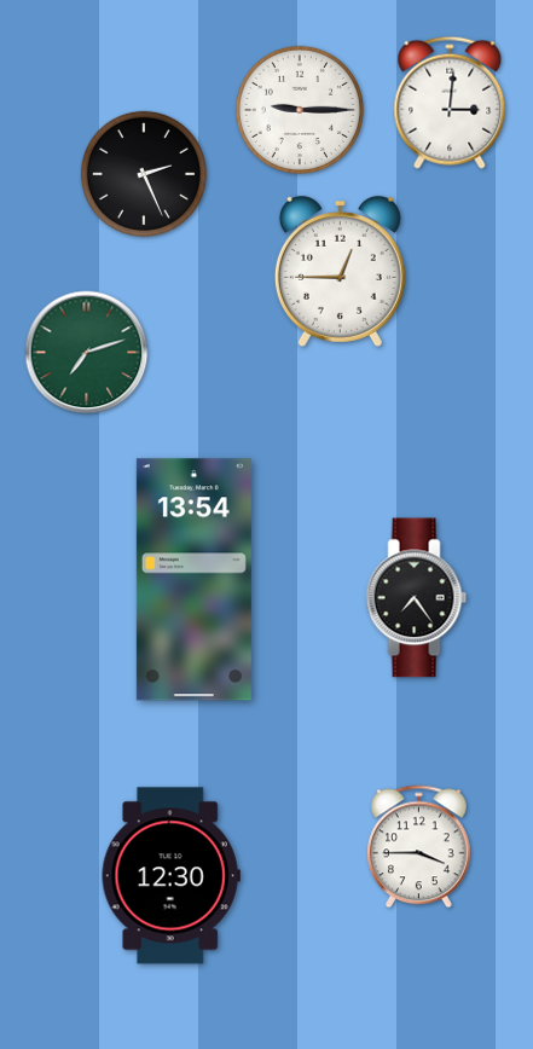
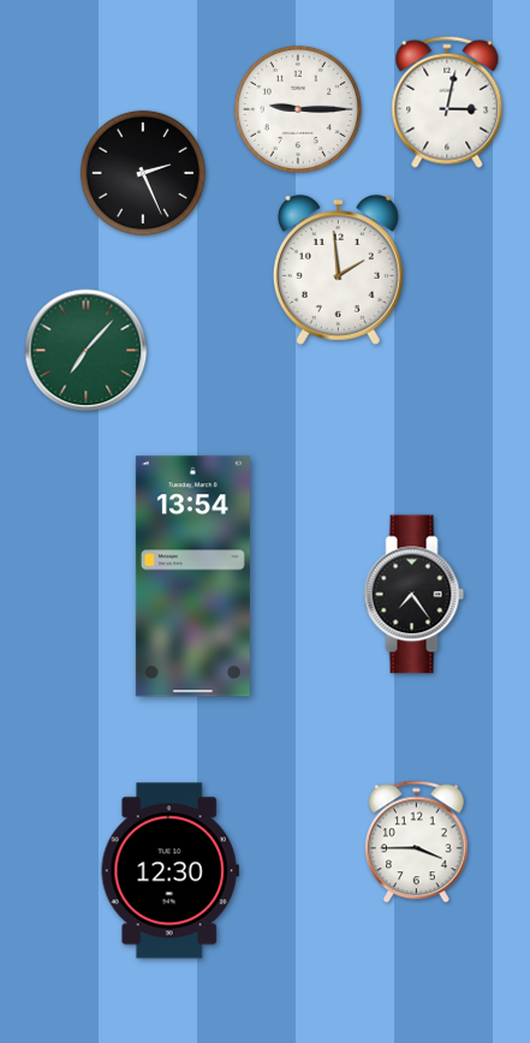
clock at (450, 103): 3:01 -> 3:02
clock at (340, 271): 12:45 -> 1:59
clock at (87, 353): 7:12 -> 7:07
